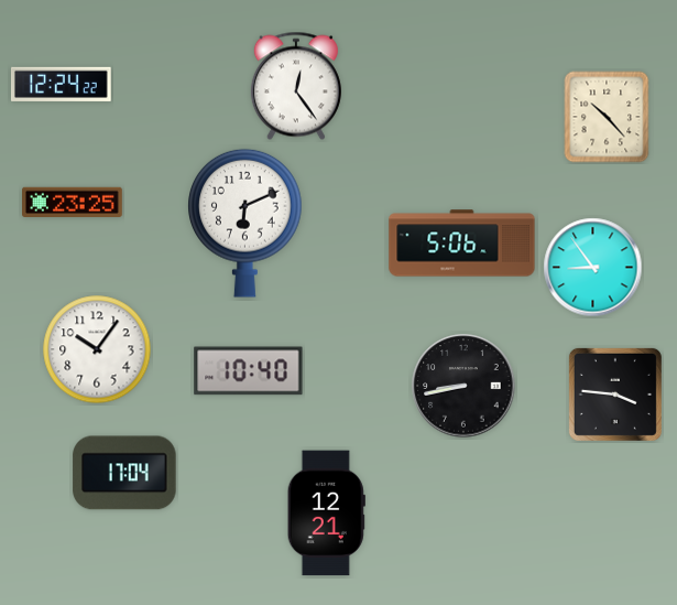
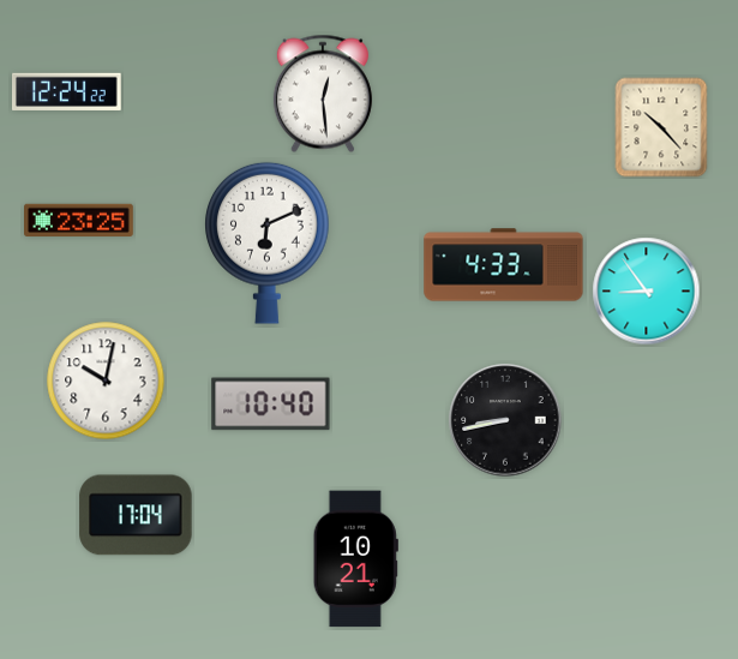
clock at (296, 86): 12:24 -> 12:29
clock at (462, 244): 5:06 -> 4:33
clock at (97, 349): 10:06 -> 10:02
clock at (615, 395): 3:46 -> none
clock at (326, 514): 12:21 -> 10:21
